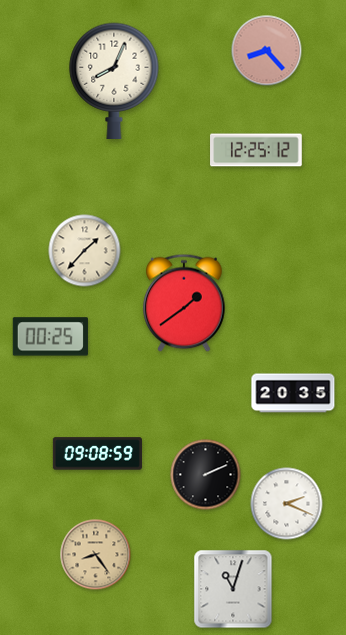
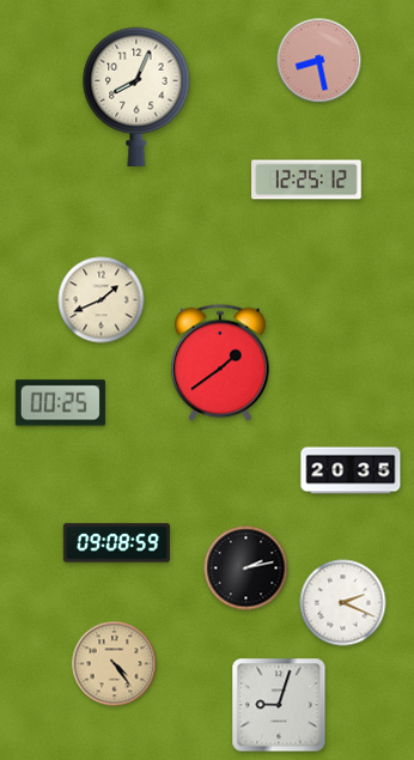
clock at (267, 51): 8:23 -> 8:28
clock at (85, 251): 1:37 -> 1:41
clock at (206, 475): 2:11 -> 2:13
clock at (96, 555): 8:24 -> 4:24
clock at (233, 589): 11:03 -> 9:03
